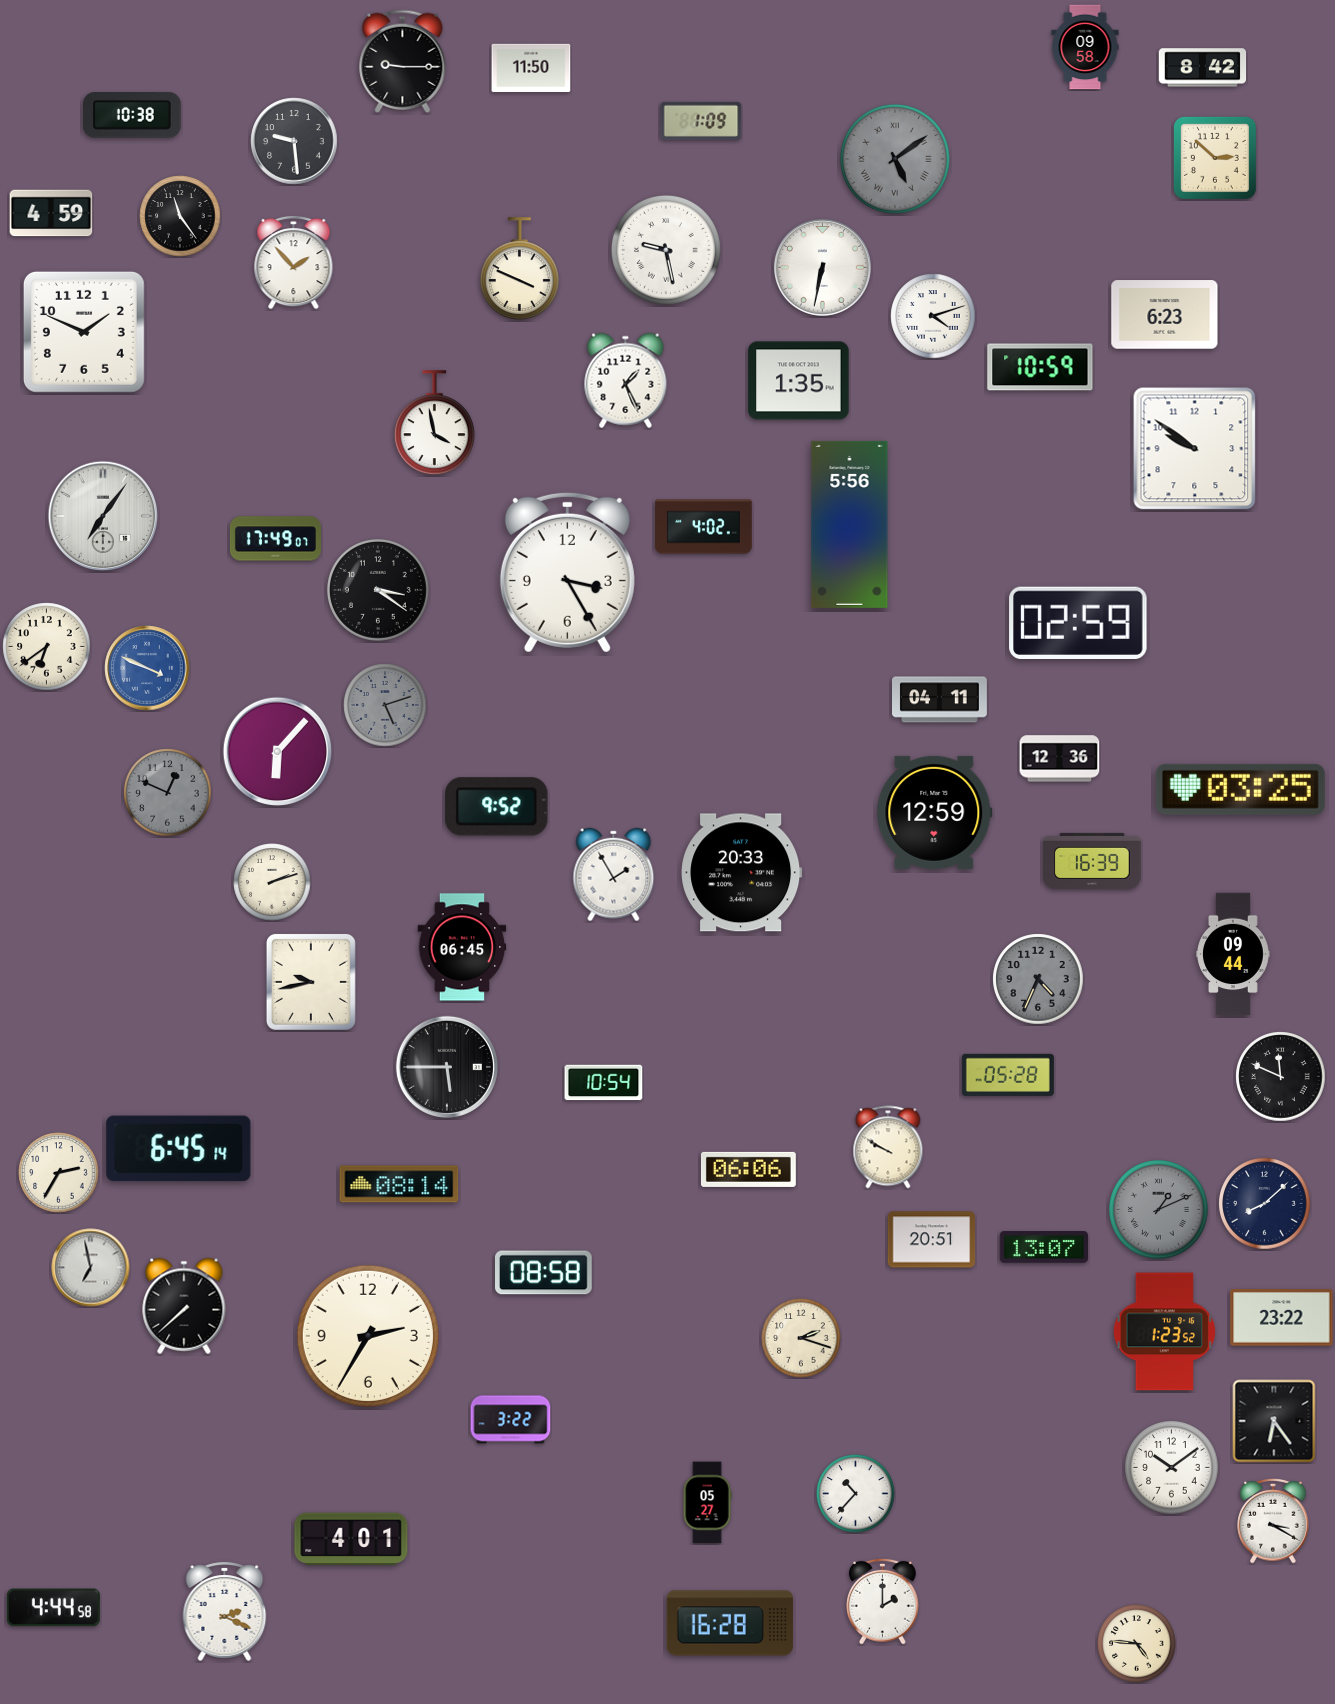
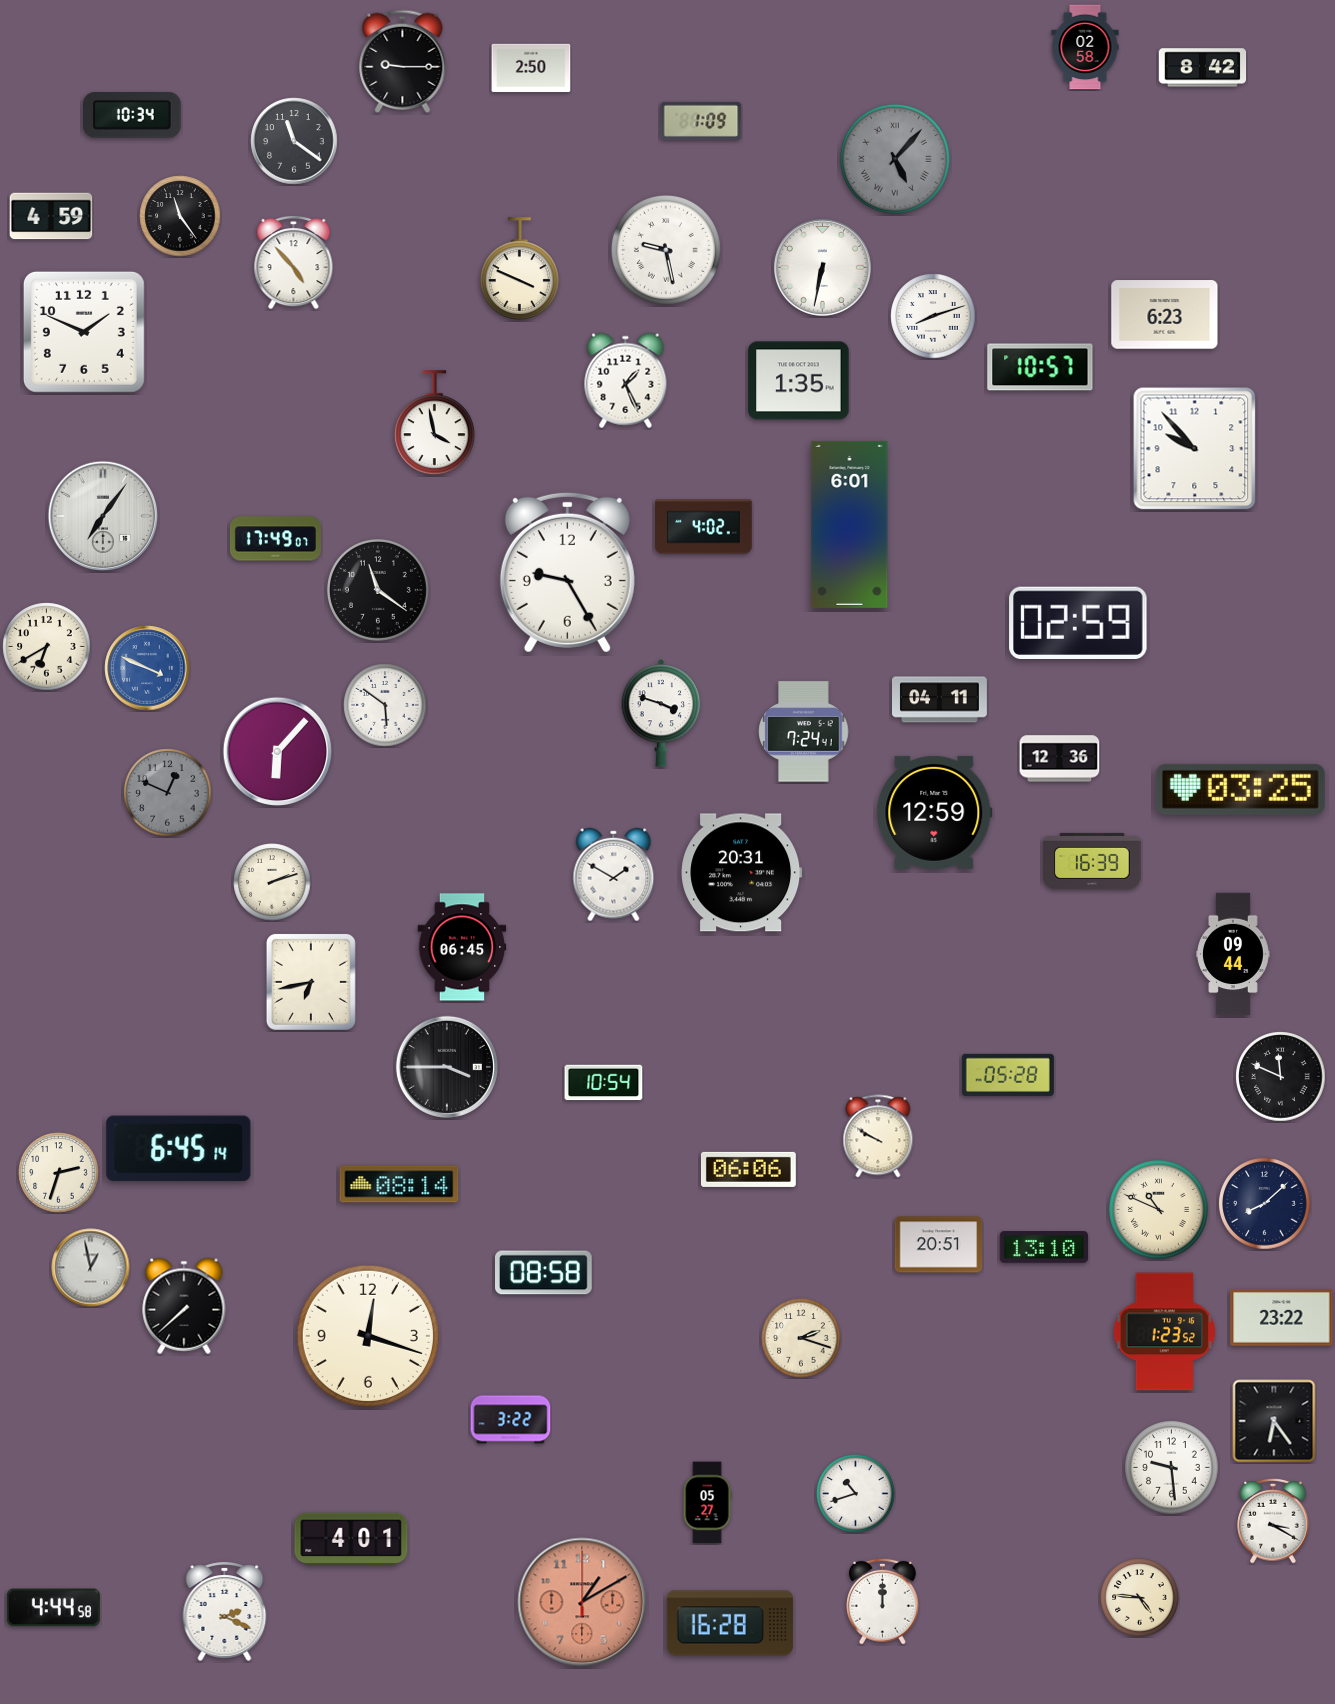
clock at (1085, 47): 09:58 -> 02:58
clock at (531, 68): 11:50 -> 2:50
clock at (133, 115): 10:38 -> 10:34
clock at (294, 141): 9:29 -> 11:21
clock at (1215, 158): 2:52 -> none
clock at (895, 159): 5:09 -> 5:07
clock at (51, 213) position: (51, 213) -> (51, 216)
clock at (294, 262): 1:53 -> 4:53
clock at (933, 316): 4:12 -> 8:12
clock at (1040, 367): 10:59 -> 10:57
clock at (1195, 449): 9:51 -> 9:53
clock at (850, 524): 5:56 -> 6:01
clock at (567, 572): 3:25 -> 9:25
clock at (379, 591): 3:21 -> 11:21
clock at (47, 647): 6:39 -> 6:40
clock at (385, 705): 5:12 -> 5:51
clock at (385, 705) dial: grey -> white
clock at (661, 713): none -> 3:48
clock at (804, 732): none -> 7:24
clock at (497, 807): 9:52 -> none
clock at (742, 873): 20:33 -> 20:31
clock at (614, 875): 1:55 -> 1:50
clock at (1038, 979): 4:34 -> none
clock at (311, 982): 9:43 -> 6:43
clock at (447, 1067): 5:45 -> 3:45
clock at (888, 1147) position: (888, 1147) -> (878, 1136)
clock at (59, 1173): 2:35 -> 2:33
clock at (1159, 1210): 1:11 -> 10:49
clock at (1159, 1210) dial: grey -> cream
clock at (932, 1240) position: (932, 1240) -> (939, 1245)
clock at (1043, 1247): 13:07 -> 13:10
clock at (91, 1268): 6:58 -> 12:58
clock at (368, 1336): 2:35 -> 12:18
clock at (1172, 1468): 10:09 -> 9:29
clock at (856, 1494): 10:37 -> 10:42
clock at (883, 1601): 2:00 -> 12:00
clock at (582, 1602): none -> 1:10
clock at (1137, 1644) position: (1137, 1644) -> (1140, 1598)
